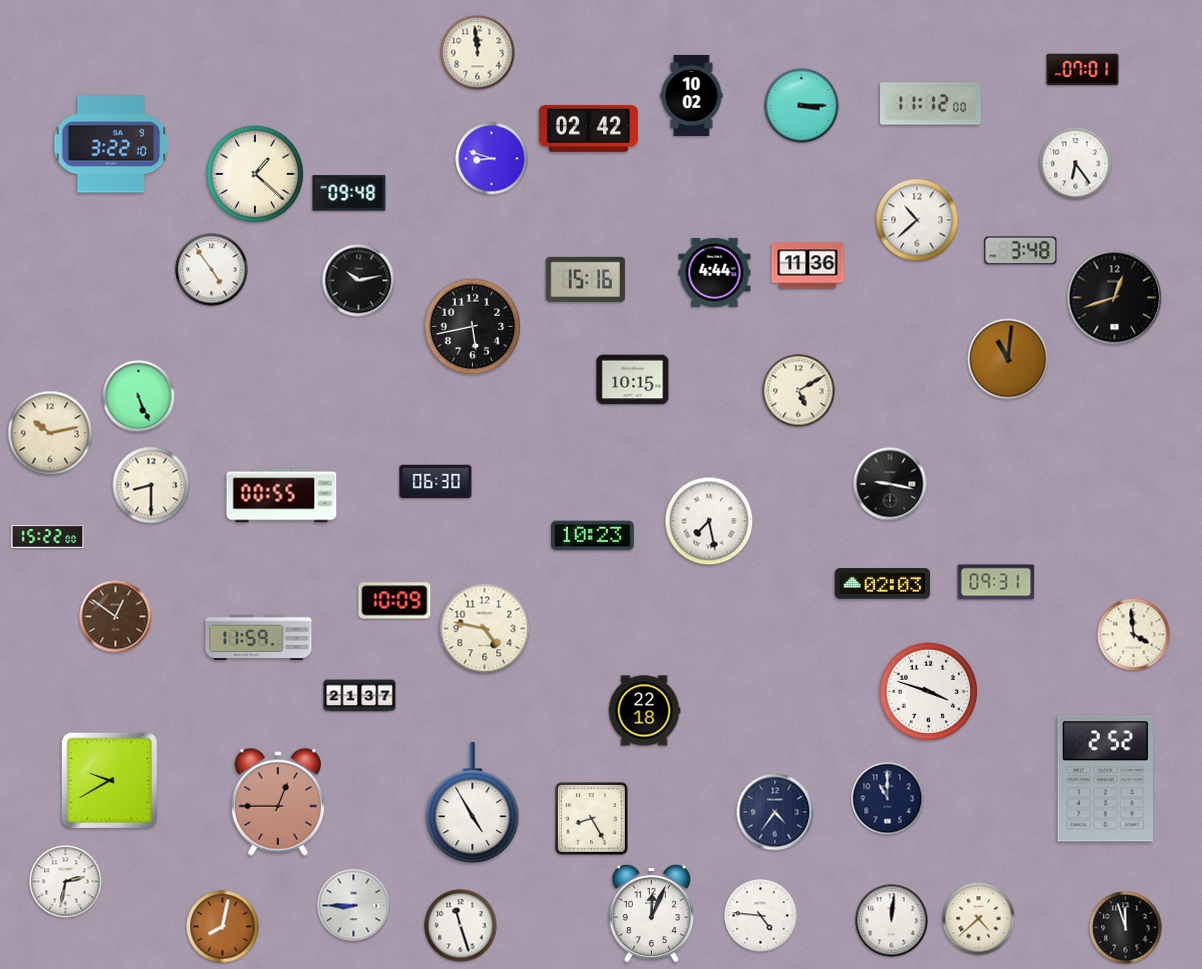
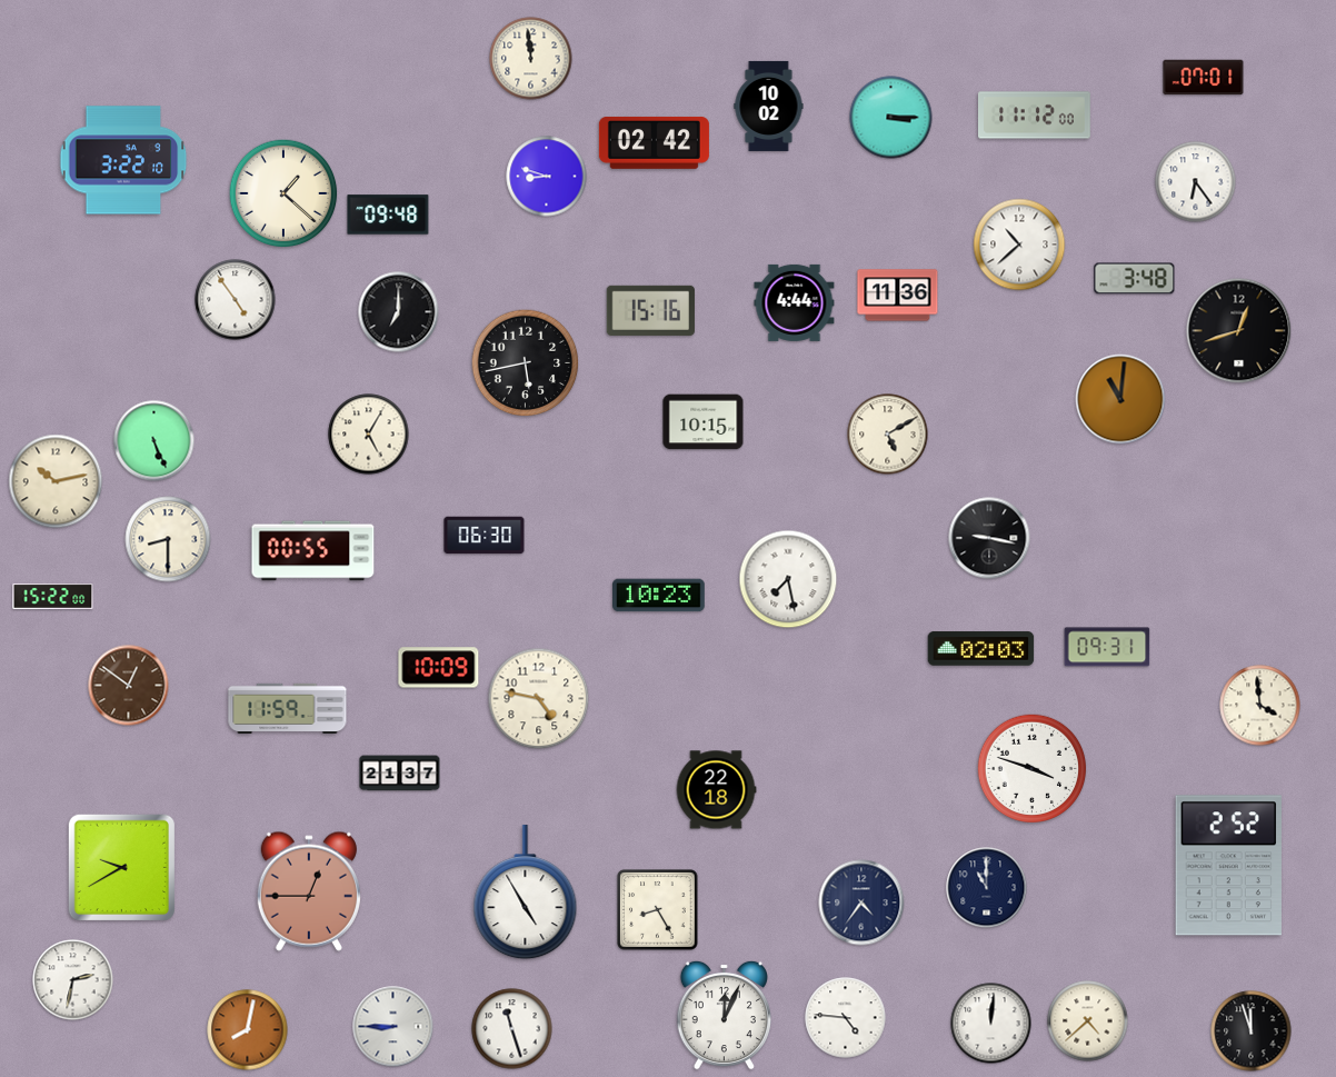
clock at (359, 281): 10:13 -> 7:00
clock at (369, 435): none -> 5:05
clock at (354, 906) position: (354, 906) -> (393, 1027)
